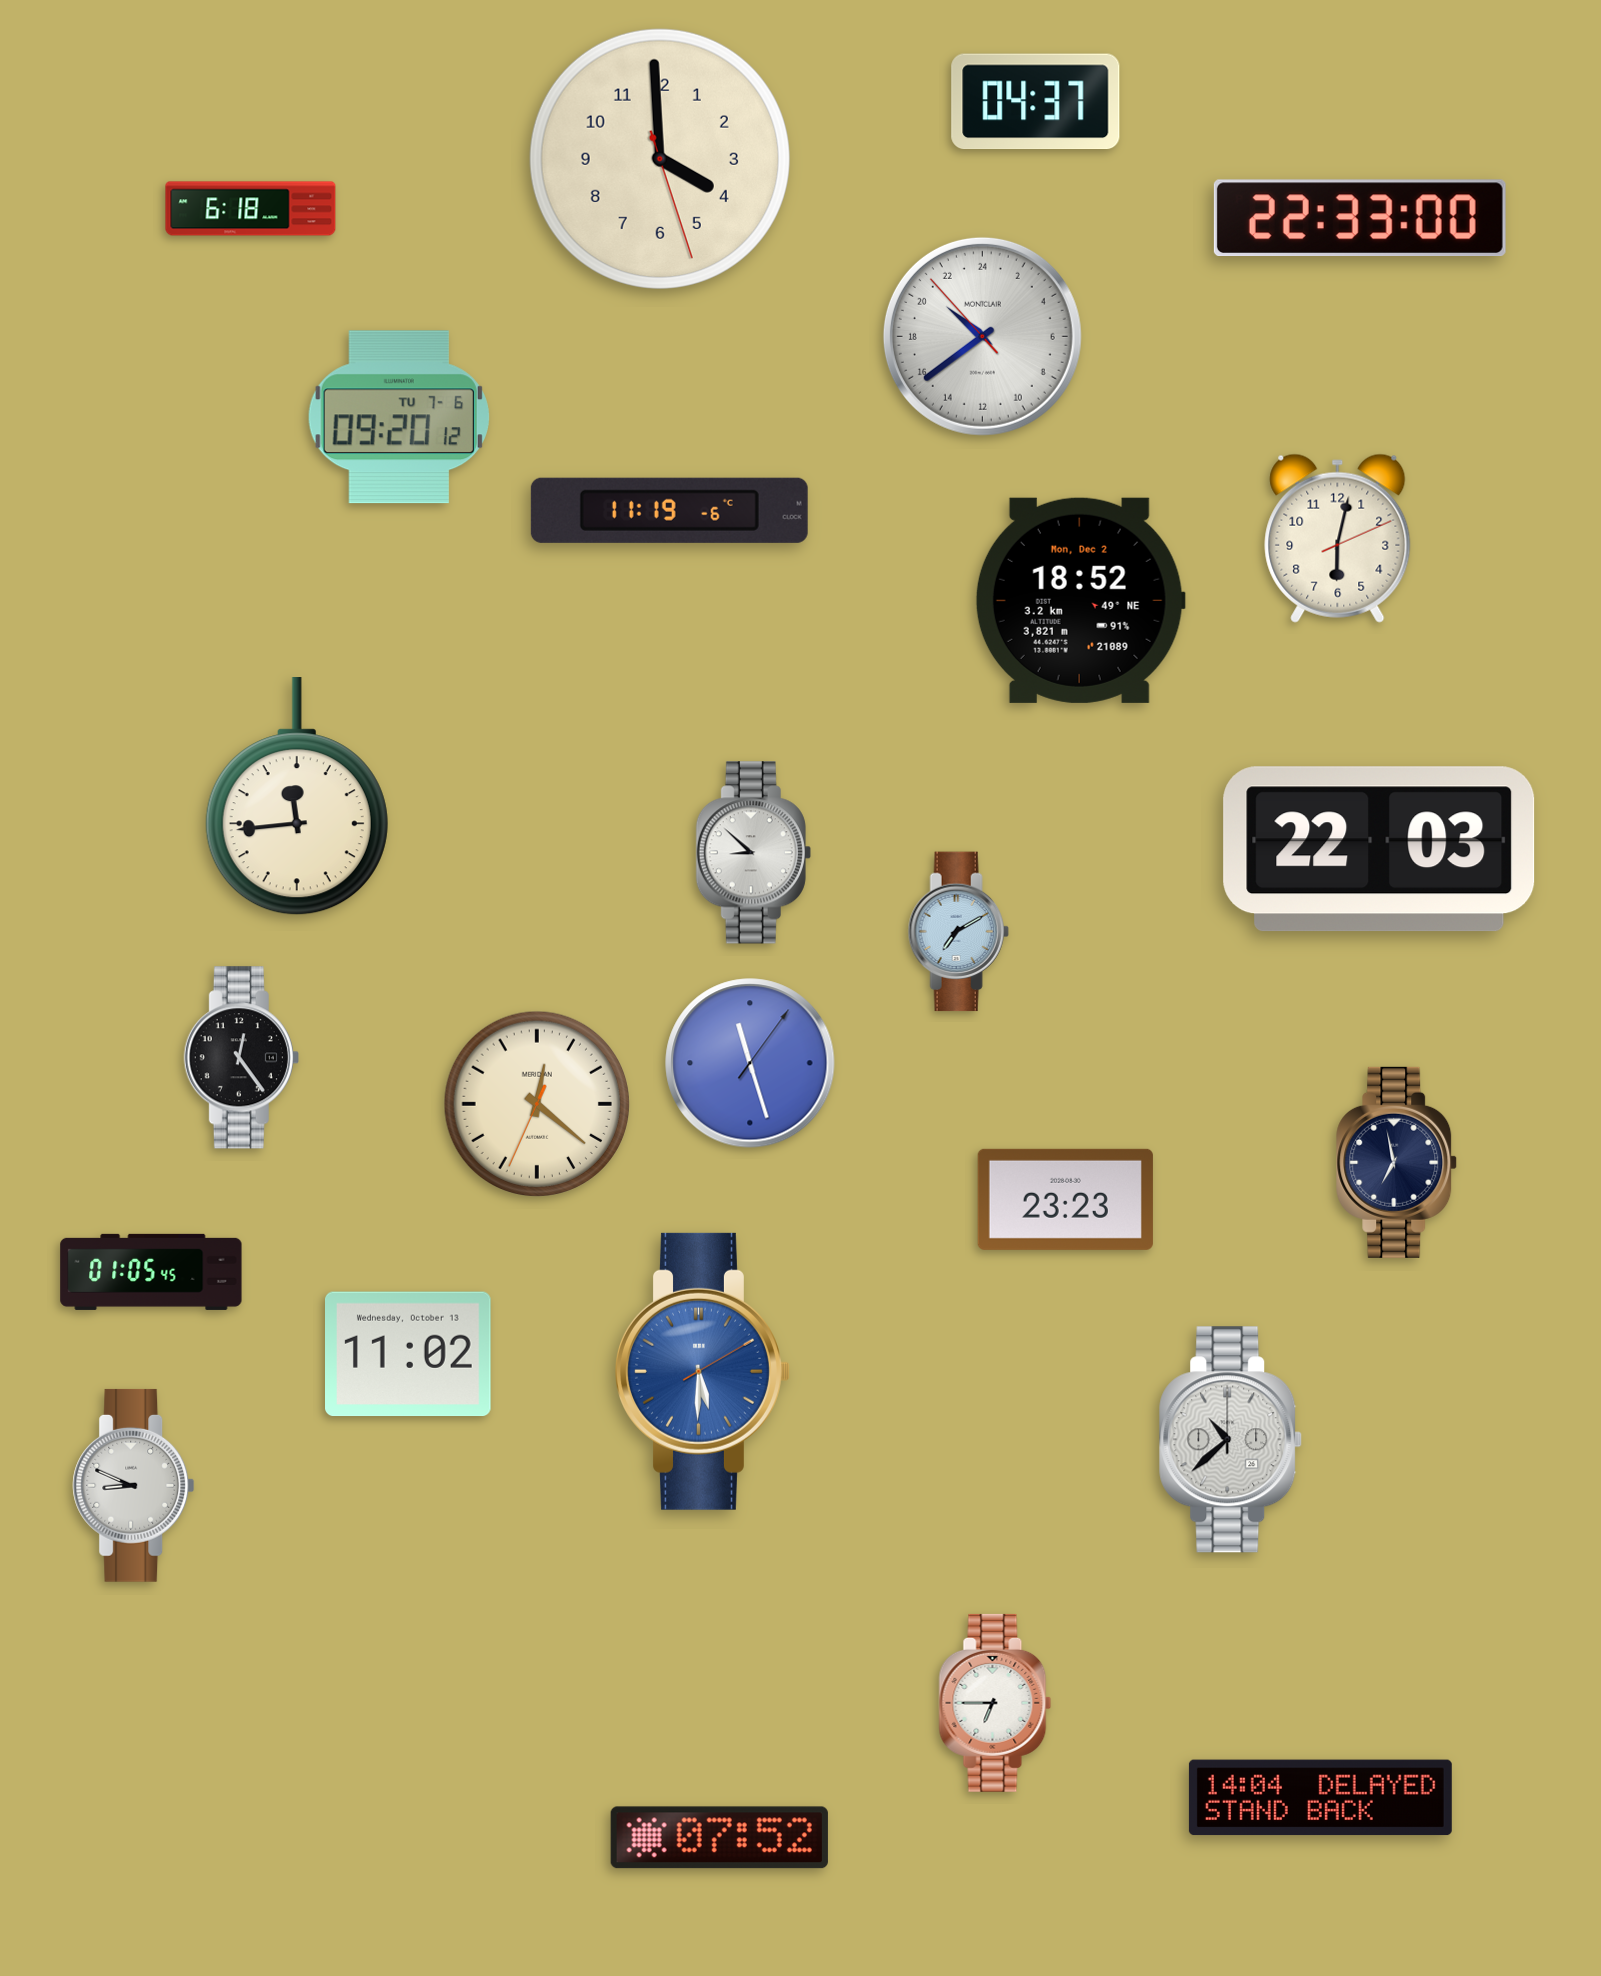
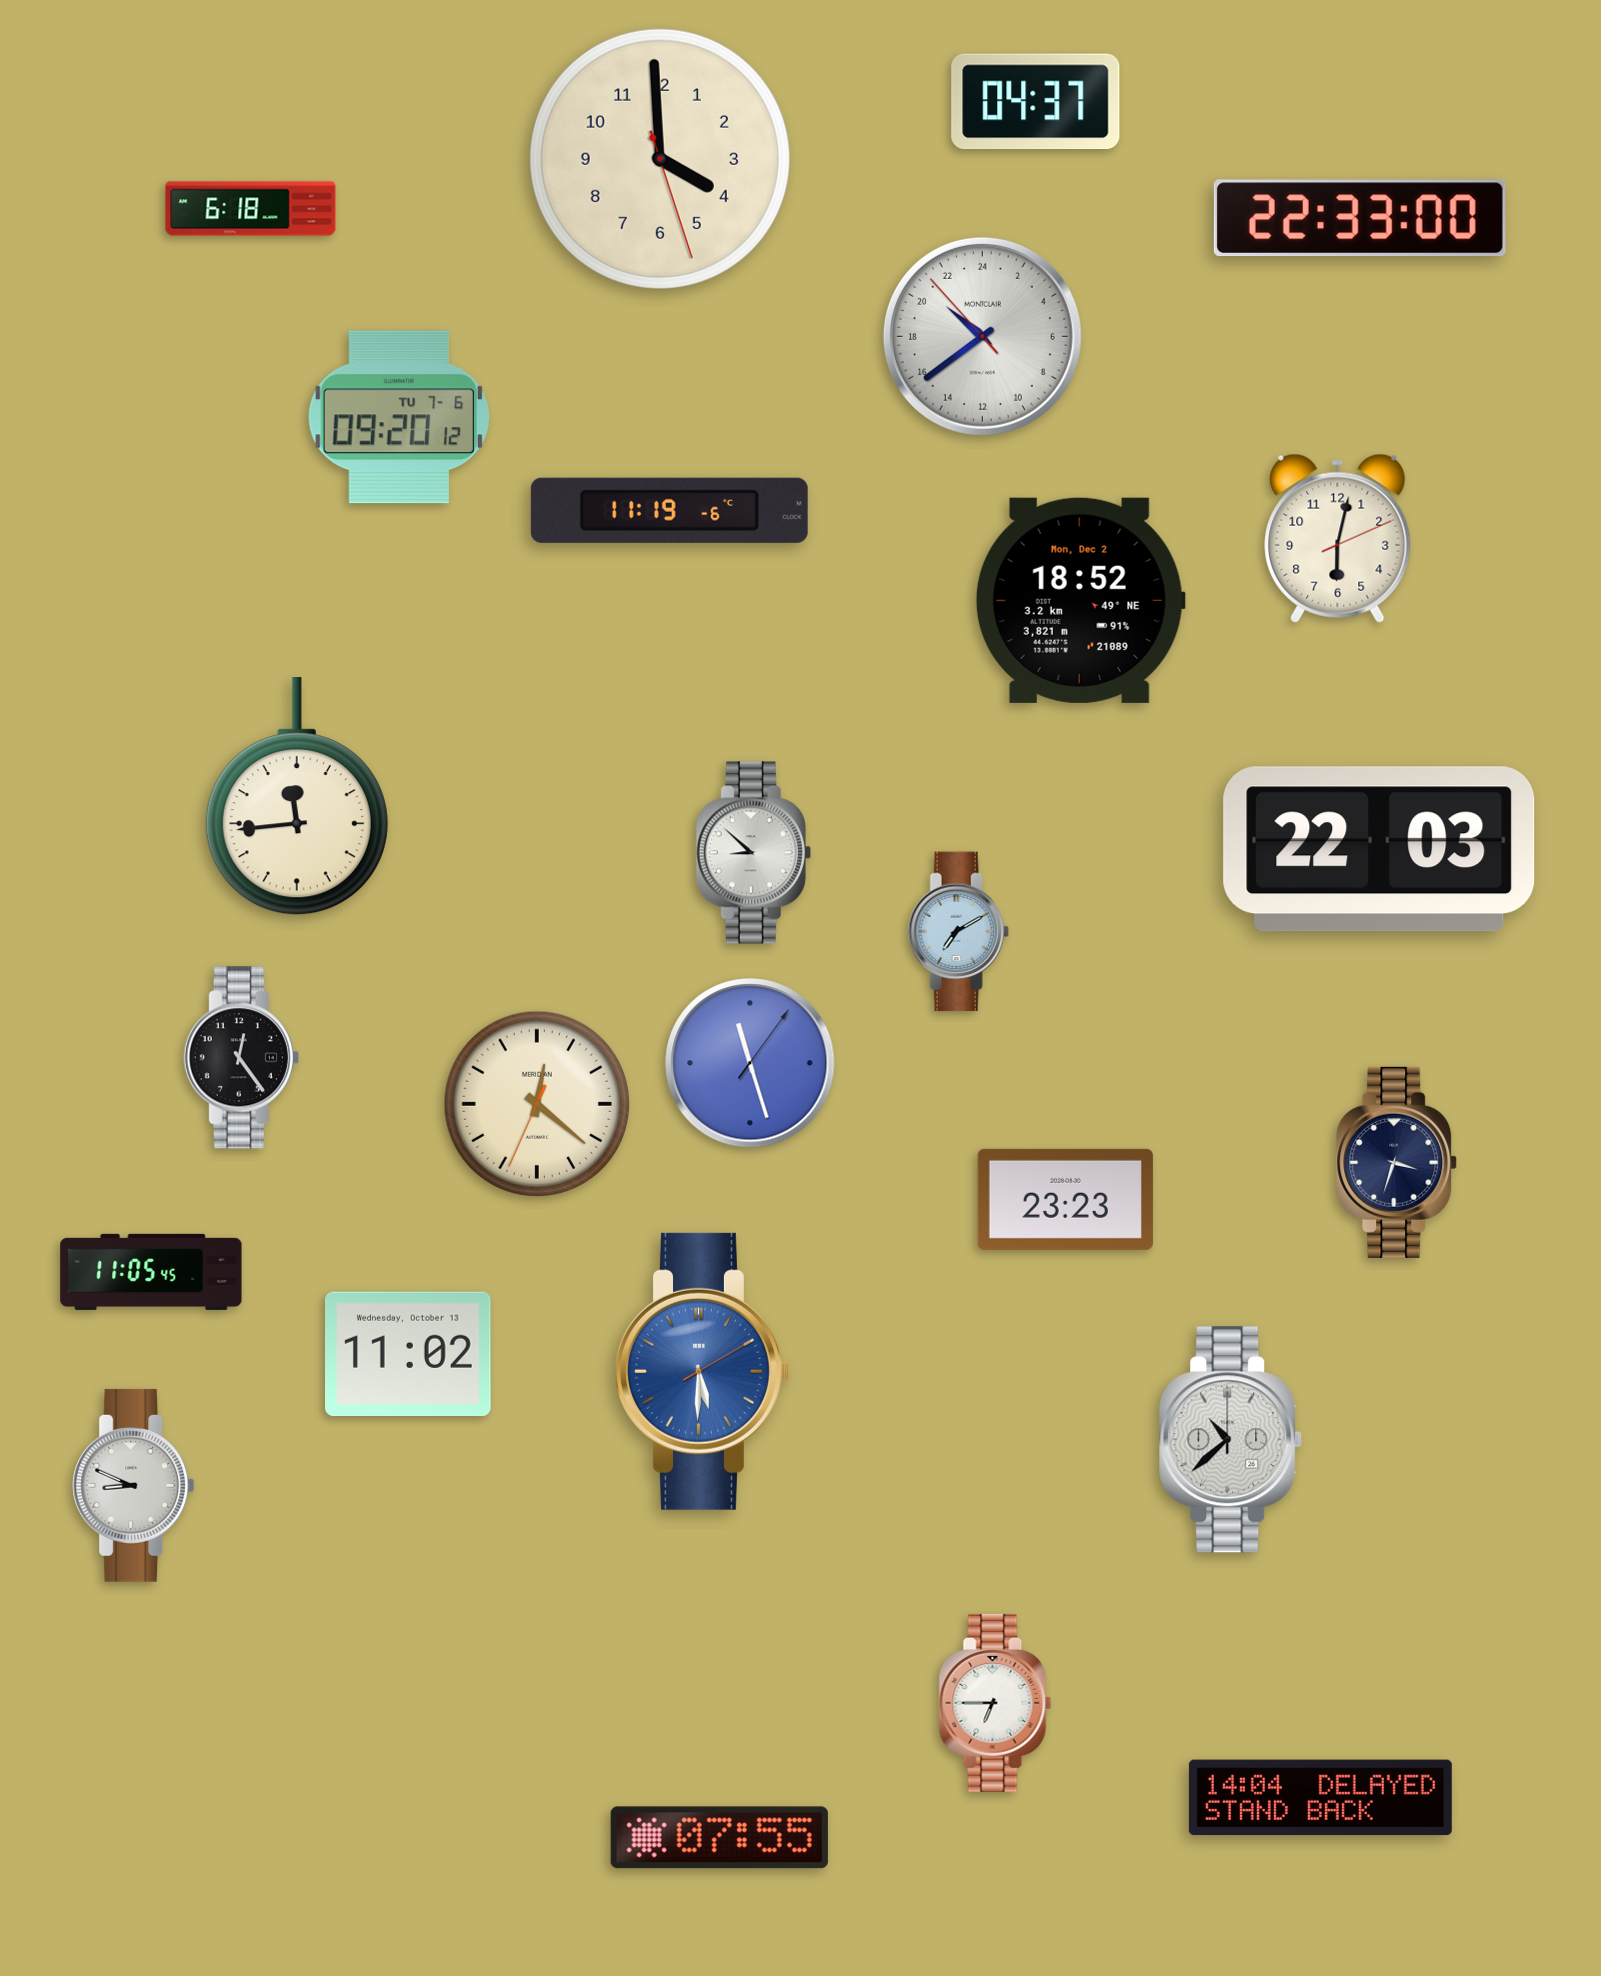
clock at (1397, 1162): 6:58 -> 3:33
clock at (151, 1272): 01:05 -> 11:05
clock at (719, 1838): 07:52 -> 07:55
